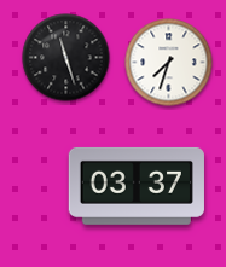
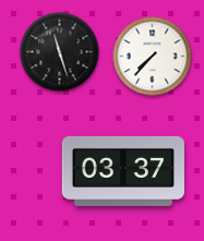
clock at (169, 63): 7:33 -> 7:37
clock at (137, 186) position: (137, 186) -> (123, 171)
